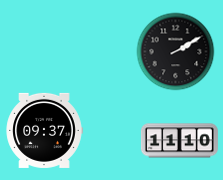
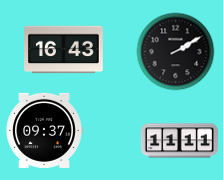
clock at (64, 50): none -> 16:43
clock at (179, 141): 11:10 -> 11:11
